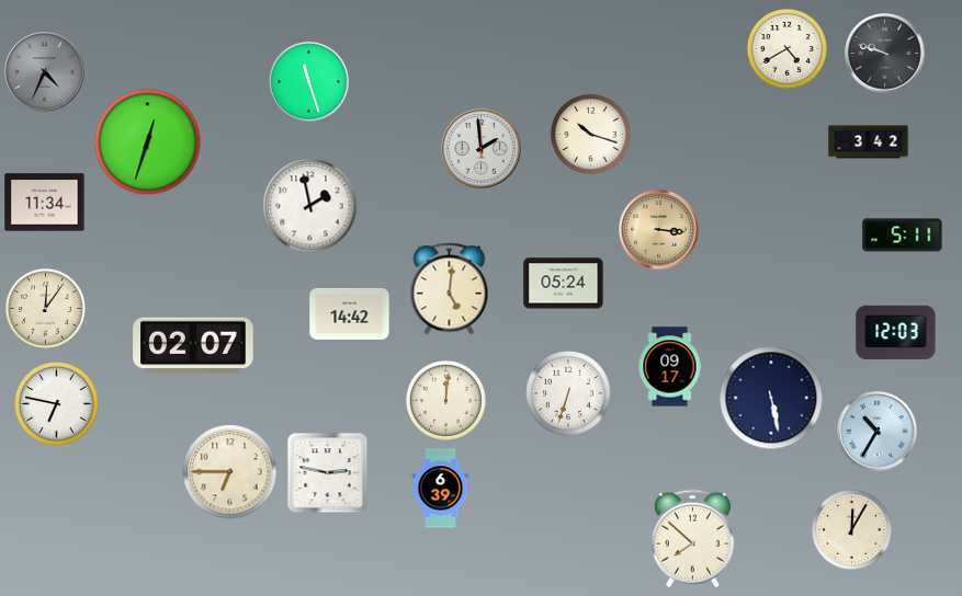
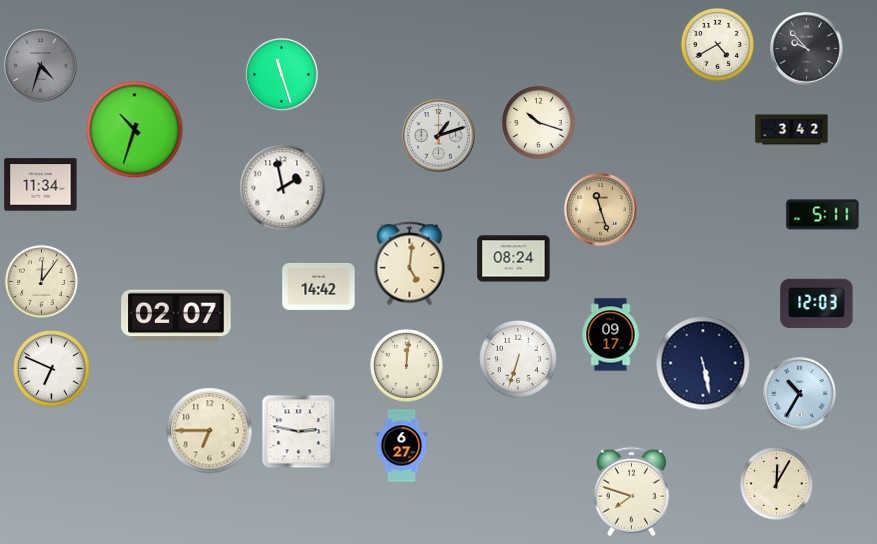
clock at (885, 54): 9:48 -> 9:53
clock at (45, 72): 4:34 -> 4:33
clock at (148, 142): 12:33 -> 10:33
clock at (482, 149): 1:59 -> 1:12
clock at (659, 230): 3:16 -> 11:27
clock at (564, 284): 05:24 -> 08:24
clock at (57, 404): 6:47 -> 6:49
clock at (441, 489): 6:39 -> 6:27
clock at (692, 539): 7:52 -> 7:48
